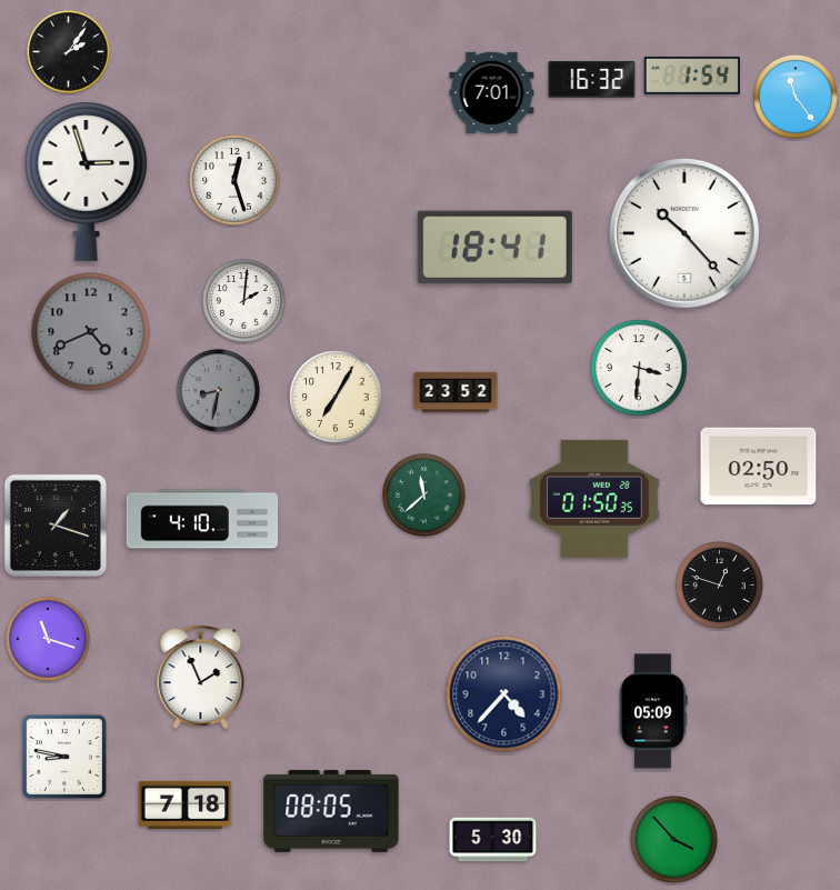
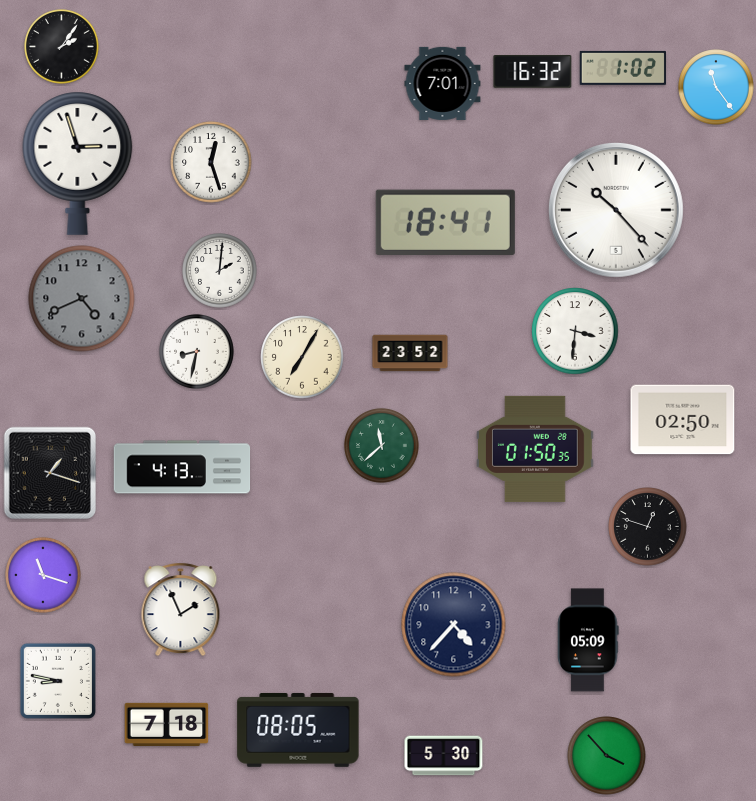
clock at (692, 76): 1:54 -> 1:02
clock at (219, 391) dial: grey -> white
clock at (202, 519): 4:10 -> 4:13
